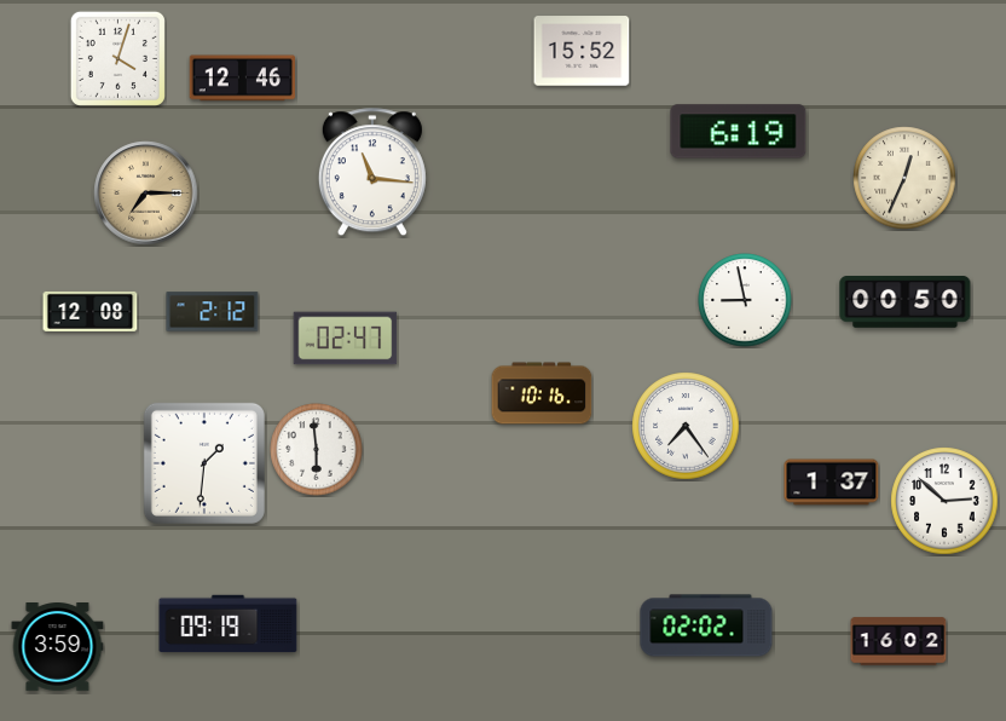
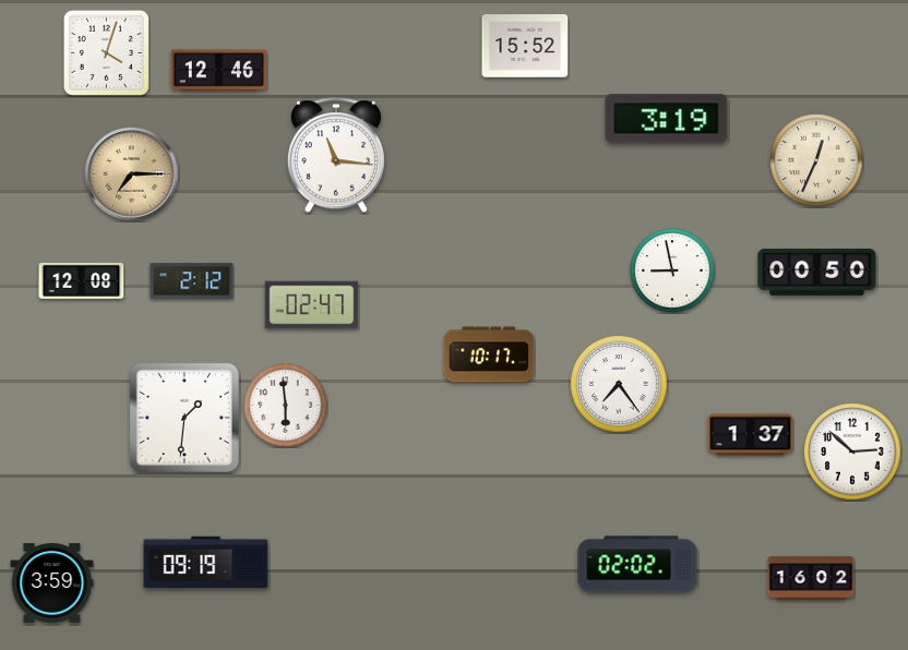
clock at (739, 132): 6:19 -> 3:19
clock at (542, 393): 10:16 -> 10:17
